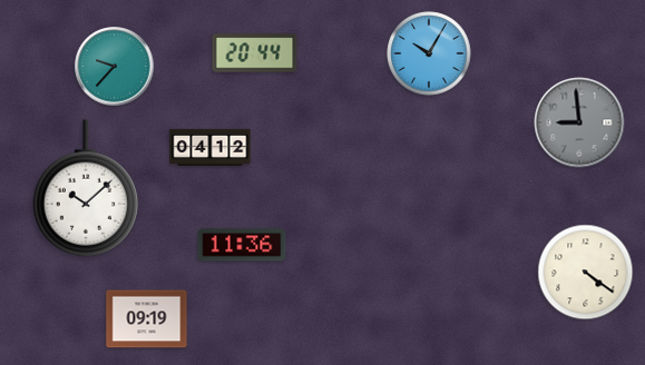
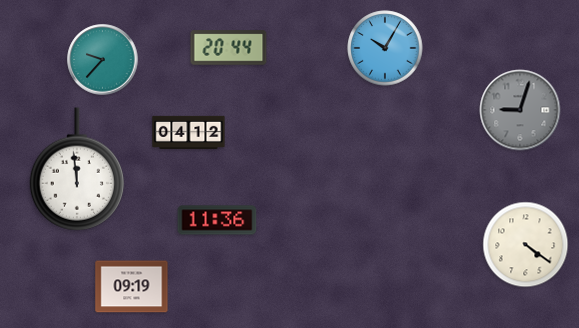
clock at (579, 122): 8:59 -> 9:03
clock at (85, 188): 10:08 -> 11:59
